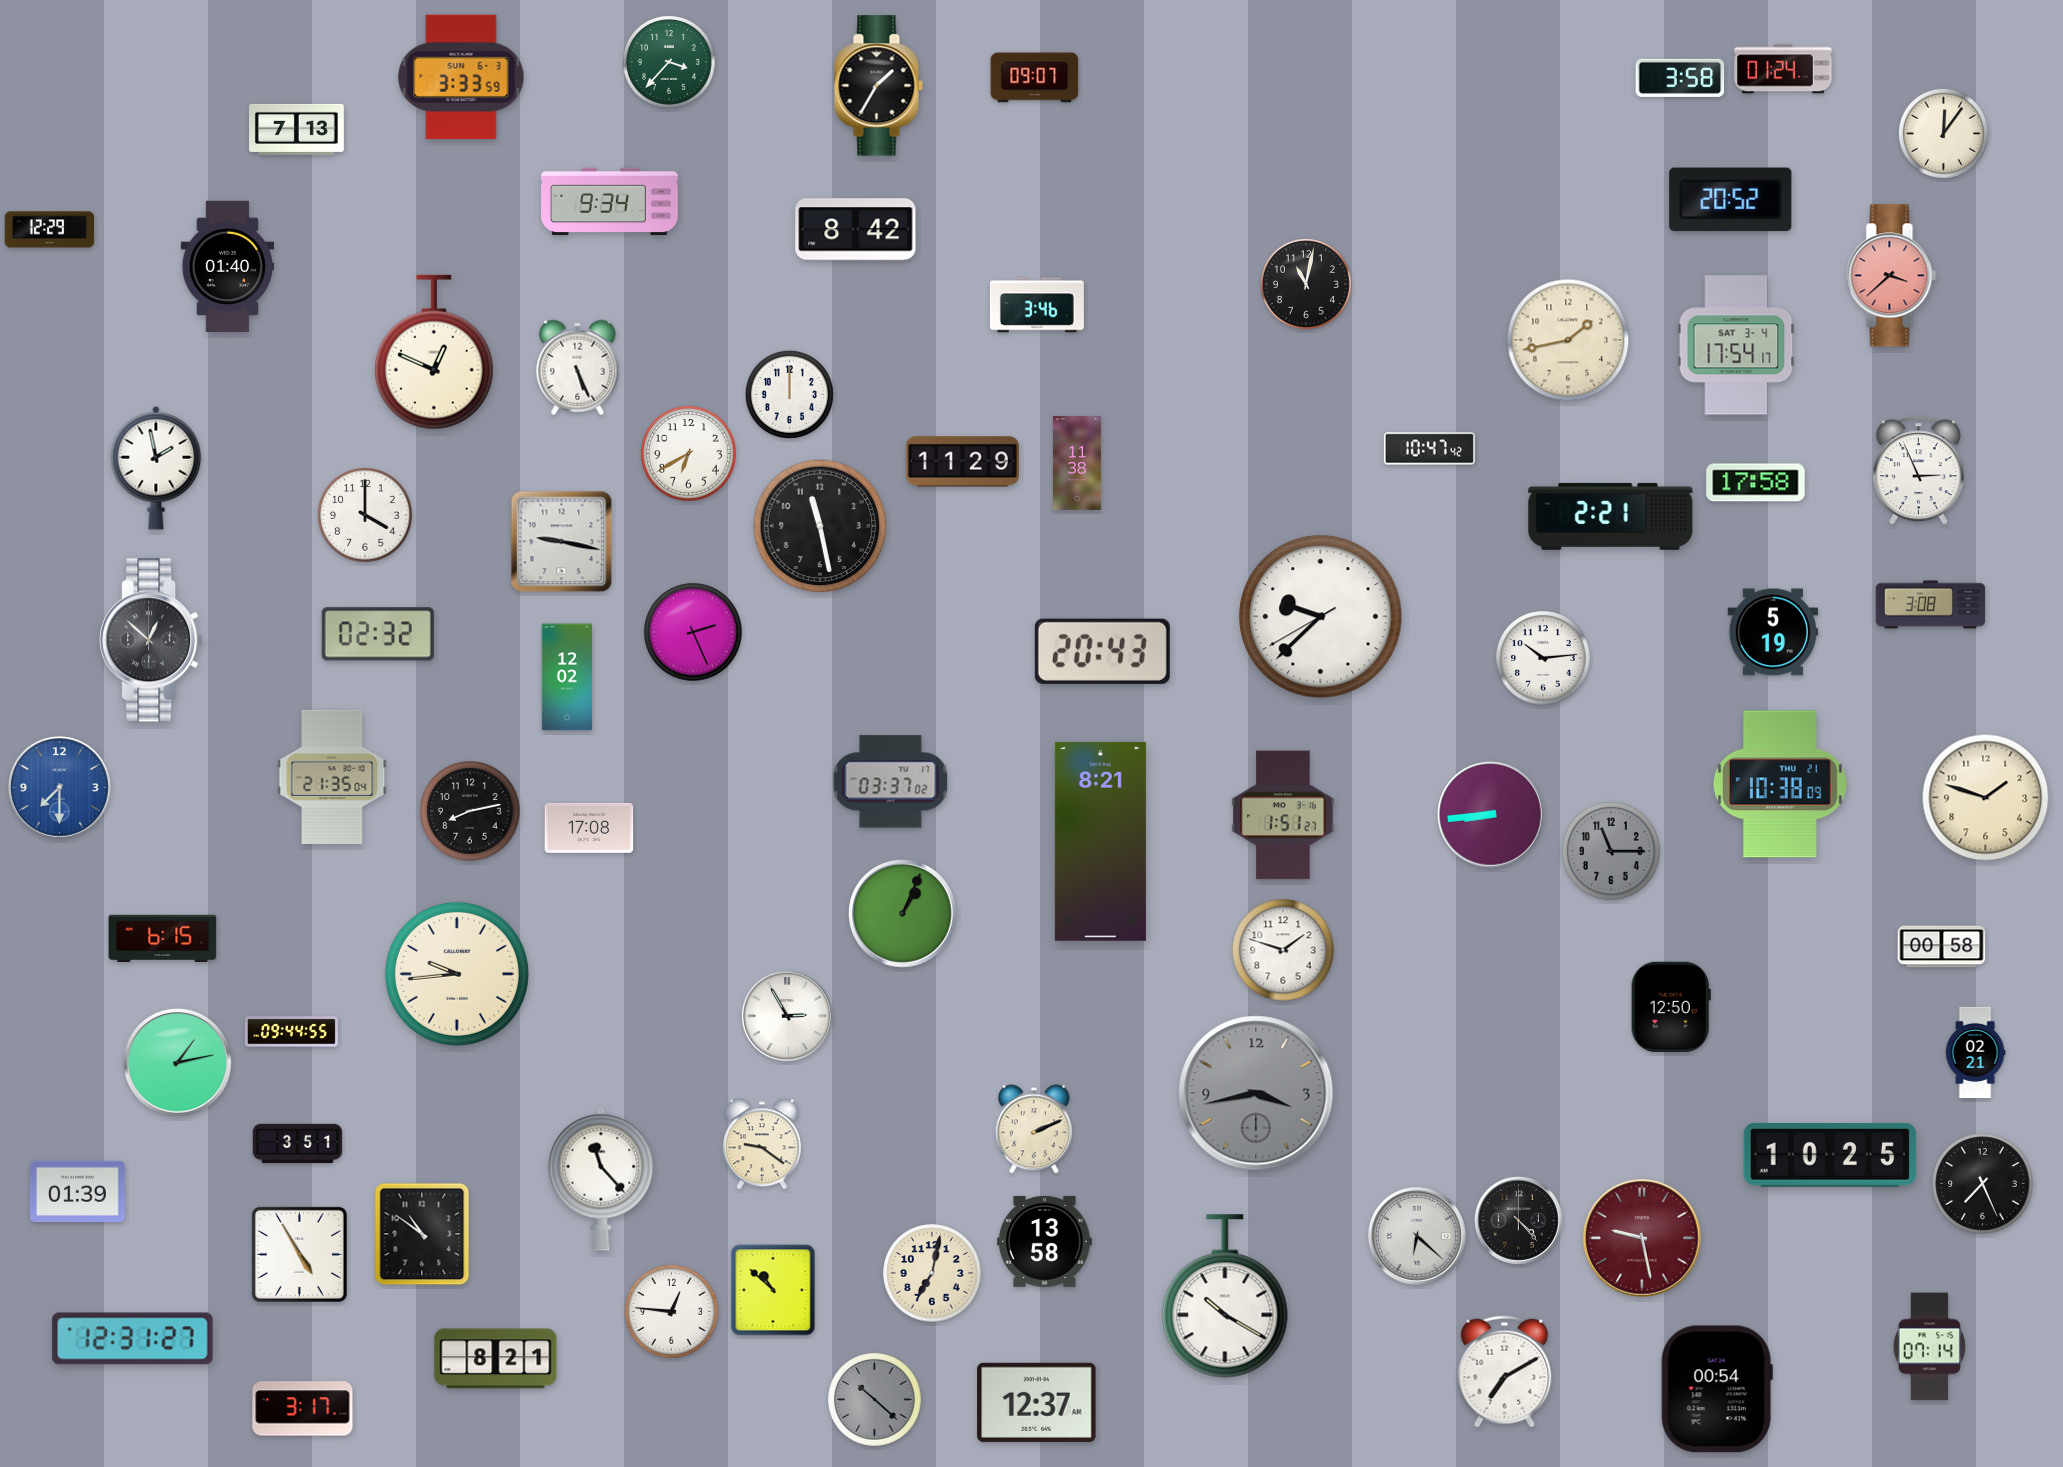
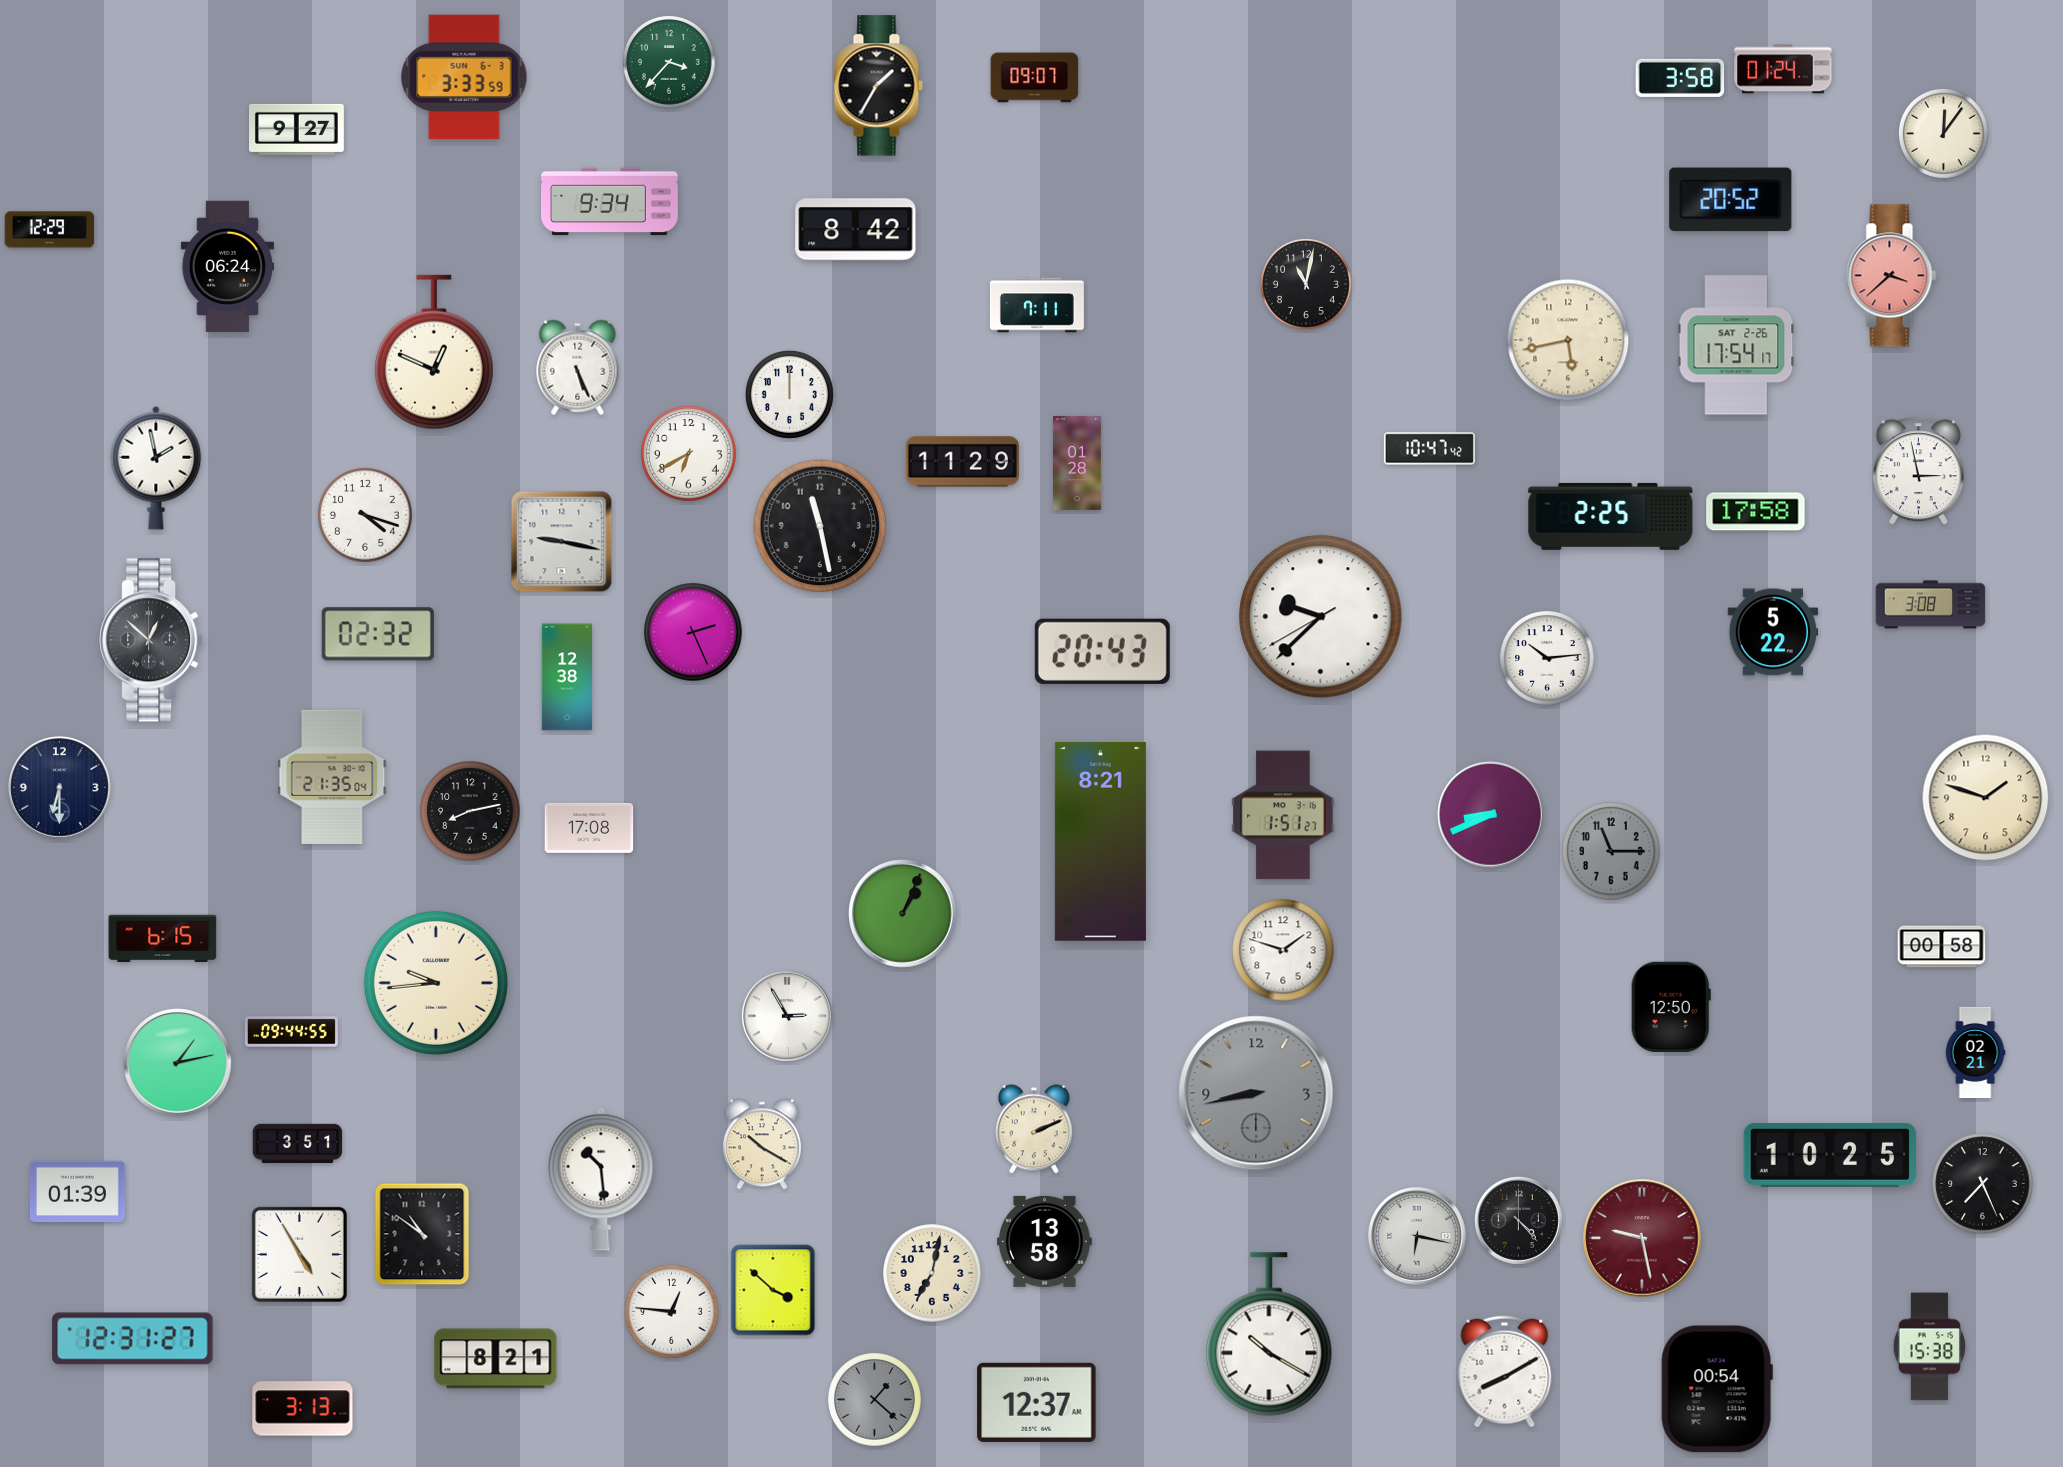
clock at (461, 77) position: (461, 77) -> (464, 77)
clock at (297, 129): 7:13 -> 9:27
clock at (227, 267): 01:40 -> 06:24
clock at (1037, 305): 3:46 -> 7:11
clock at (1568, 340): 1:43 -> 5:43
clock at (1736, 345) date: SAT 3-4 -> SAT 2-26
clock at (1077, 463): 11:38 -> 01:28
clock at (1918, 471): 2:56 -> 2:58
clock at (1756, 483) position: (1756, 483) -> (1756, 512)
clock at (365, 515): 4:00 -> 4:18
clock at (1611, 516): 2:21 -> 2:25
clock at (1773, 632): 5:19 -> 5:22
clock at (1543, 658) position: (1543, 658) -> (1547, 658)
clock at (567, 677): 12:02 -> 12:38
clock at (891, 782): 03:37 -> none
clock at (1780, 784): 10:38 -> none
clock at (60, 788): 7:30 -> 6:30
clock at (60, 788) dial: blue -> navy
clock at (1491, 815): 8:44 -> 8:41
clock at (457, 974) position: (457, 974) -> (436, 983)
clock at (1256, 1093): 3:43 -> 8:43
clock at (762, 1144): 9:21 -> 10:20
clock at (601, 1179): 11:23 -> 10:29
clock at (1417, 1236): 6:22 -> 6:17
clock at (773, 1290): 10:52 -> 3:52
clock at (1225, 1296) position: (1225, 1296) -> (1269, 1334)
clock at (1929, 1347): 07:14 -> 15:38
clock at (1505, 1372): 7:10 -> 8:10
clock at (875, 1400): 10:22 -> 1:22
clock at (303, 1409): 3:17 -> 3:13
